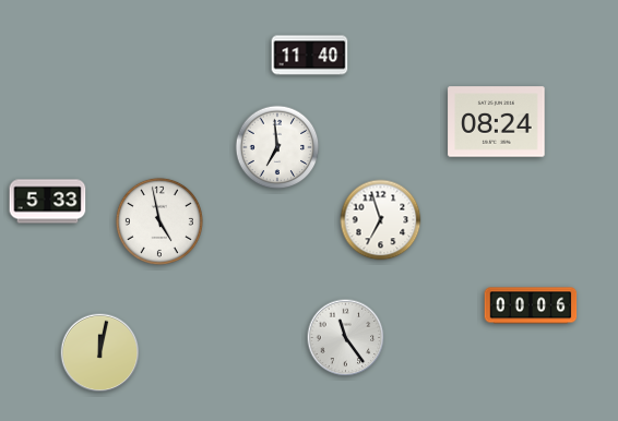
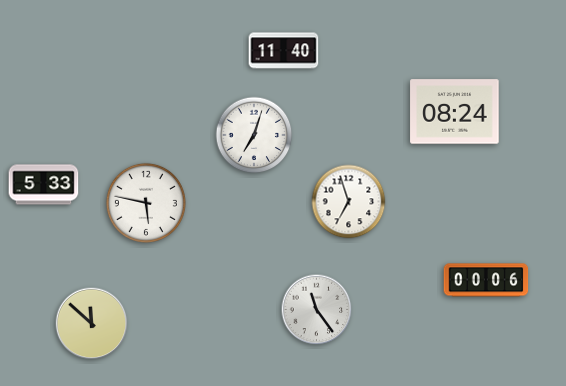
clock at (277, 147): 6:59 -> 7:03
clock at (159, 221): 4:58 -> 5:47
clock at (100, 353): 12:02 -> 11:52
